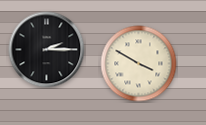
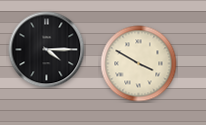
clock at (47, 50): 2:15 -> 4:15
